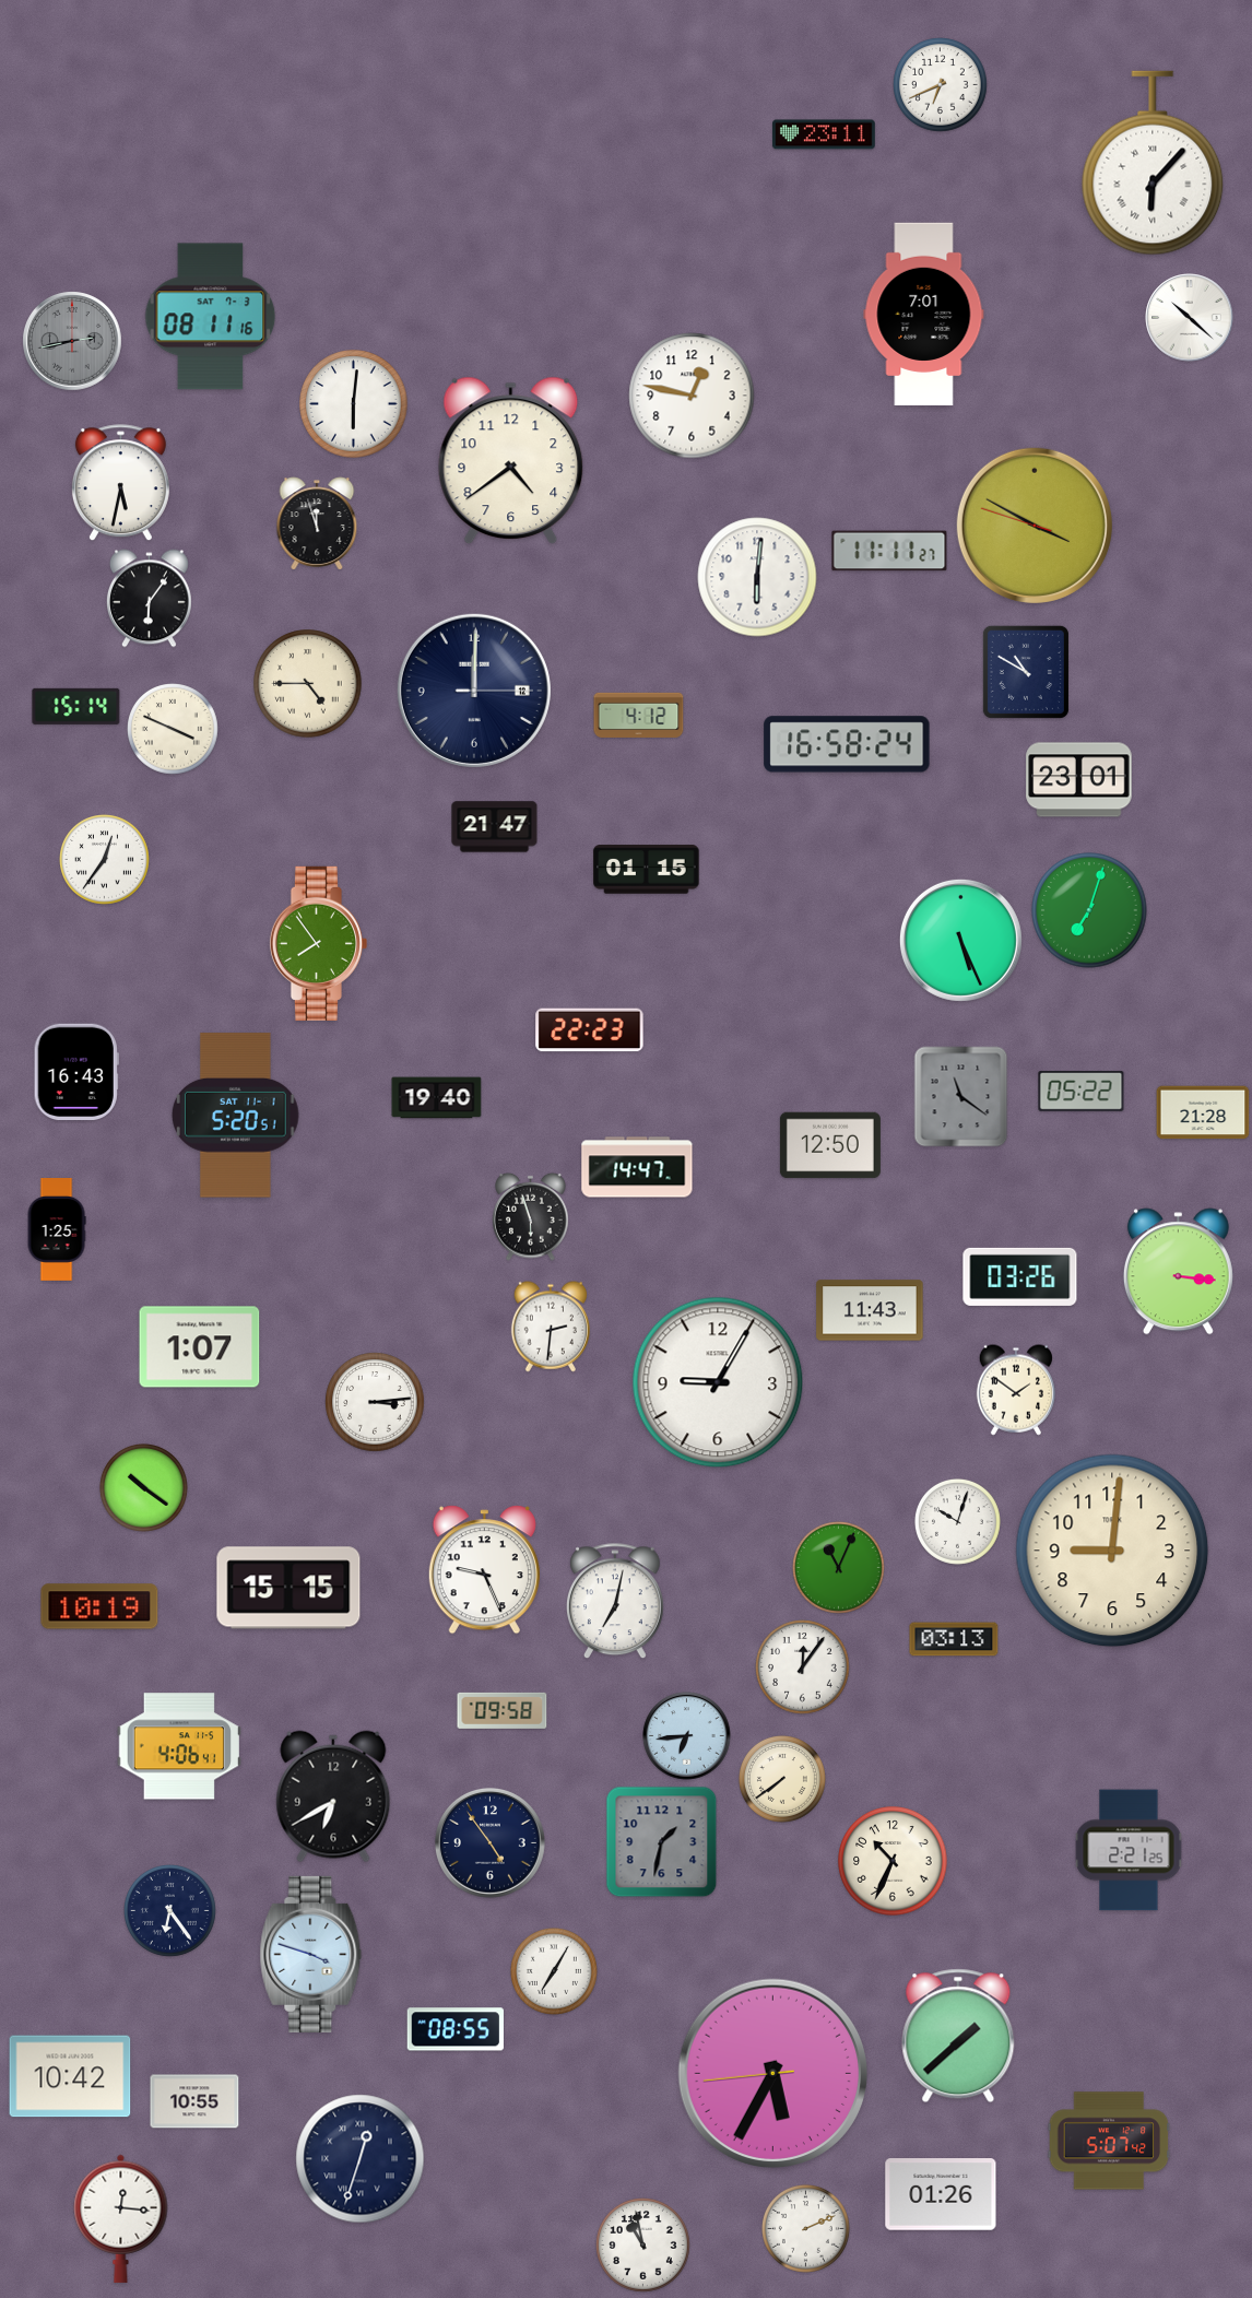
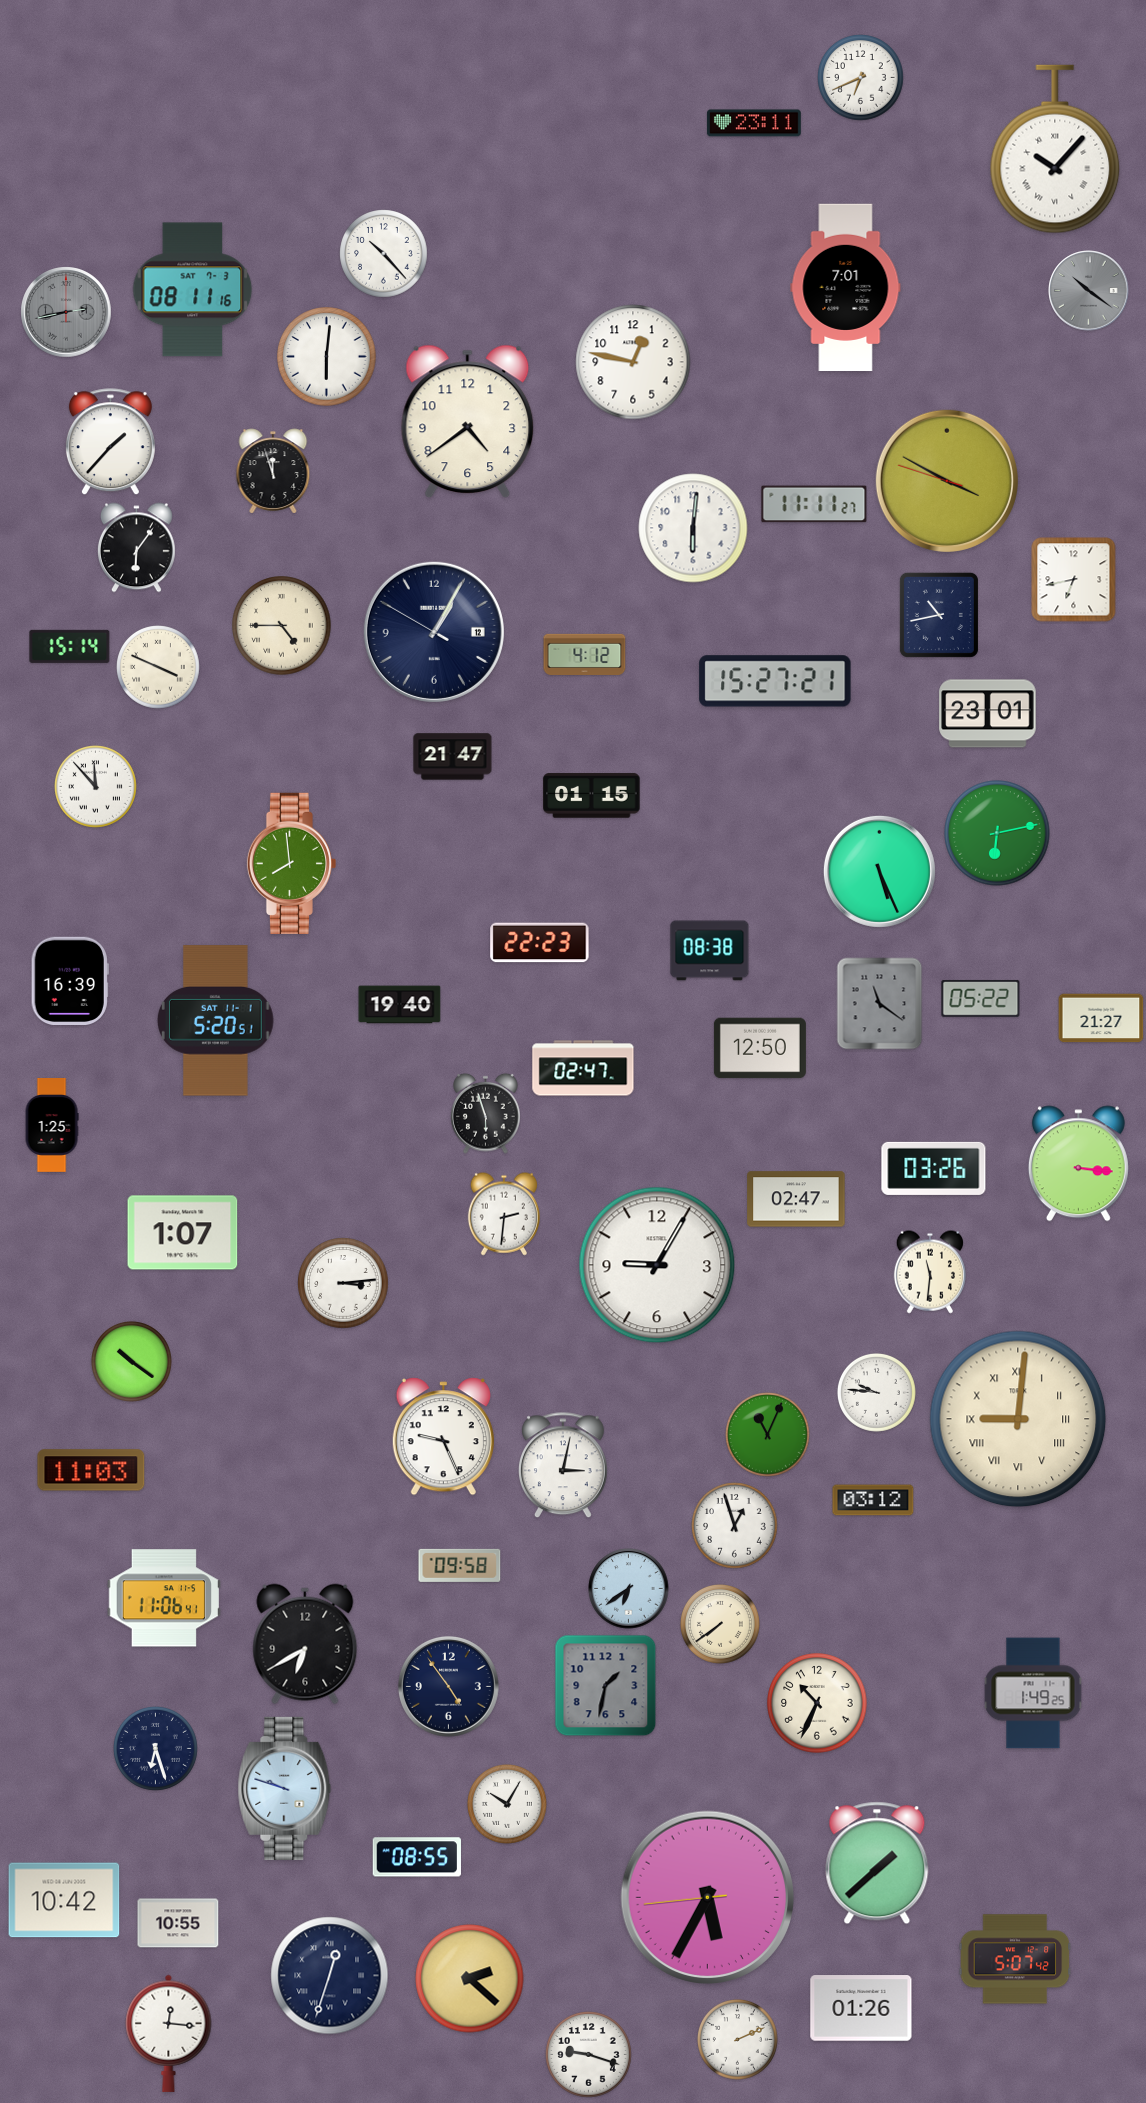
clock at (1153, 163): 6:07 -> 10:07
clock at (384, 254): none -> 10:23
clock at (1190, 318): 10:22 -> 10:21
clock at (1190, 318) dial: white -> grey
clock at (354, 404) position: (354, 404) -> (327, 357)
clock at (120, 483): 5:32 -> 1:37
clock at (317, 523) position: (317, 523) -> (273, 471)
clock at (1074, 580): none -> 6:43
clock at (1026, 672): 10:50 -> 10:43
clock at (474, 691): 12:00 -> 1:04
clock at (847, 744): 16:58 -> 15:27
clock at (105, 860): 12:36 -> 11:53
clock at (1089, 910): 7:03 -> 6:13
clock at (960, 940) position: (960, 940) -> (879, 871)
clock at (318, 943): 7:54 -> 7:59
clock at (710, 951): none -> 08:38
clock at (76, 1071): 16:43 -> 16:39
clock at (1082, 1091) position: (1082, 1091) -> (981, 998)
clock at (1203, 1112): 21:28 -> 21:27
clock at (637, 1167): 14:47 -> 02:47
clock at (870, 1310): 11:43 -> 02:47
clock at (1015, 1390): 1:51 -> 11:31
clock at (957, 1521): 10:03 -> 9:46
clock at (1112, 1551) numerals: Arabic -> Roman
clock at (288, 1588): 15:15 -> none
clock at (615, 1602): 7:02 -> 3:02
clock at (99, 1606): 10:19 -> 11:03
clock at (954, 1639): 03:13 -> 03:12
clock at (803, 1667): 12:06 -> 12:57
clock at (687, 1736): 6:44 -> 6:39
clock at (178, 1746): 4:06 -> 11:06
clock at (782, 1779) position: (782, 1779) -> (720, 1624)
clock at (1129, 1850): 2:21 -> 1:49
clock at (170, 1911): 6:24 -> 6:27
clock at (311, 1954): 3:48 -> 9:48
clock at (554, 1971): 7:05 -> 10:05
clock at (470, 1979): none -> 2:22
clock at (121, 2218) position: (121, 2218) -> (169, 2033)
clock at (643, 2246): 10:58 -> 9:18
